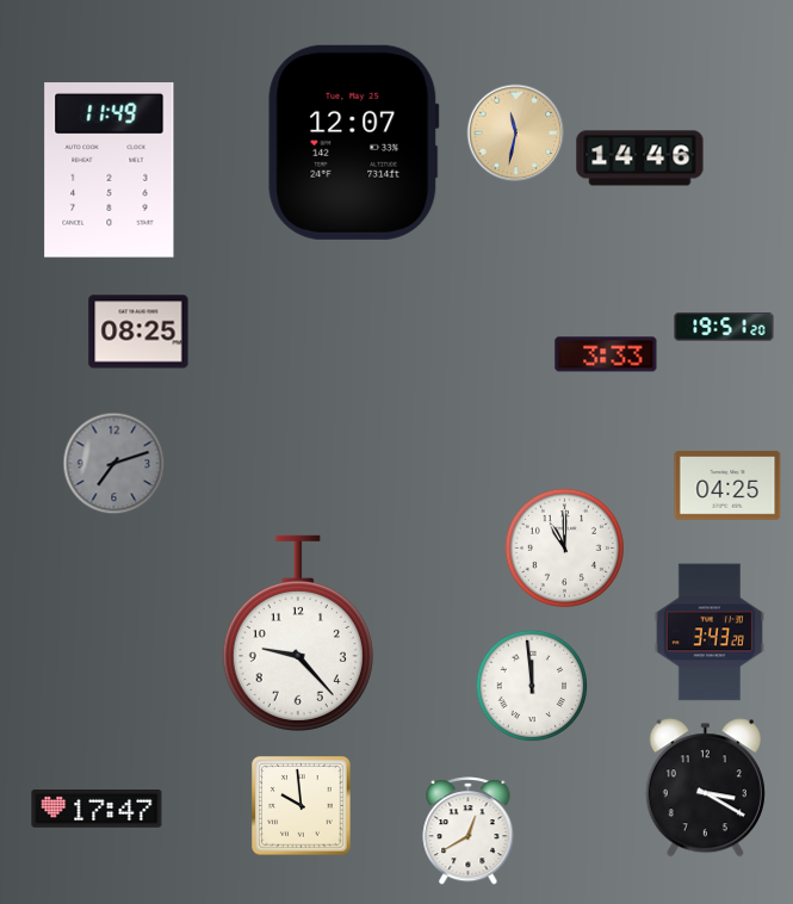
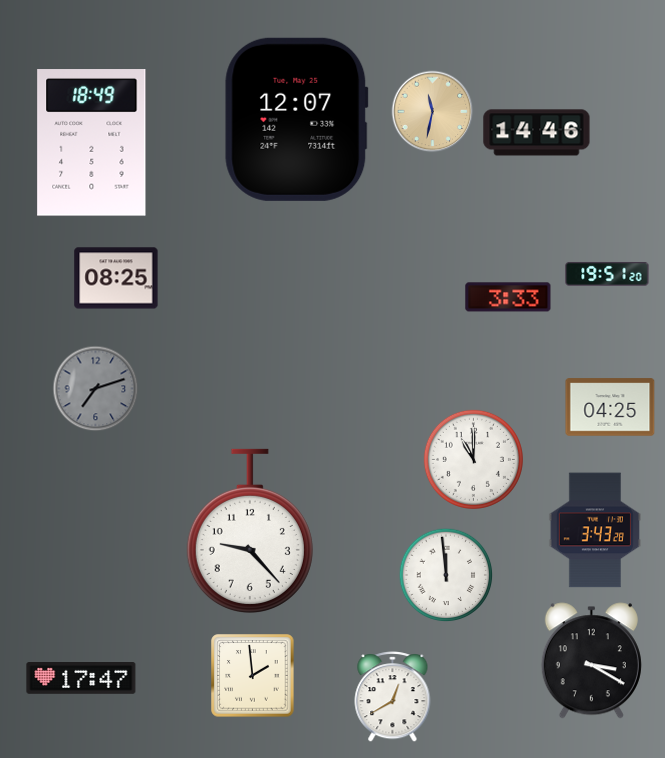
clock at (110, 171): 11:49 -> 18:49
clock at (302, 806): 9:59 -> 1:59
